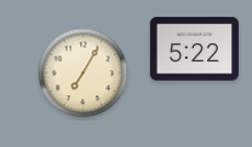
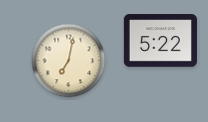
clock at (84, 73): 7:05 -> 7:02
